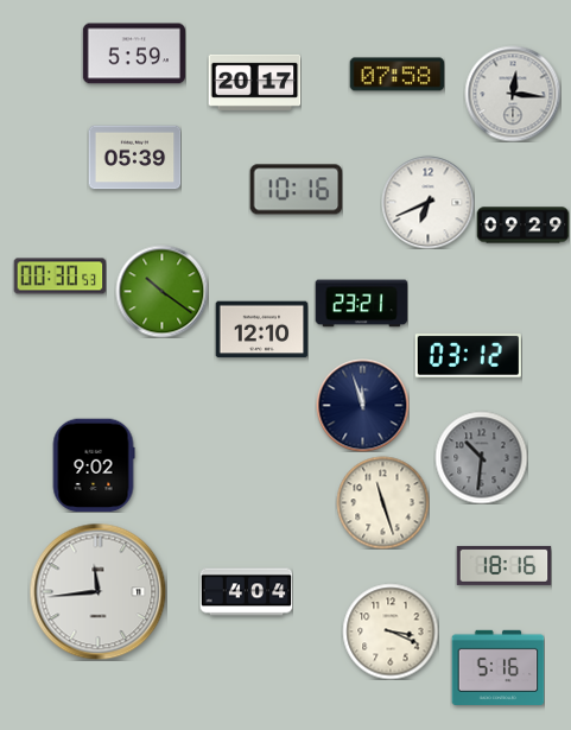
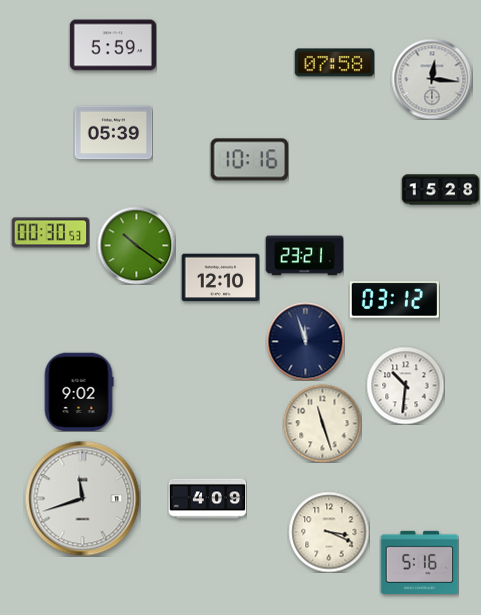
clock at (254, 82): 20:17 -> none
clock at (427, 202): 6:41 -> none
clock at (522, 226): 09:29 -> 15:28
clock at (481, 457) dial: grey -> white
clock at (503, 565): 18:16 -> none
clock at (97, 591): 11:44 -> 11:42
clock at (246, 592): 4:04 -> 4:09
